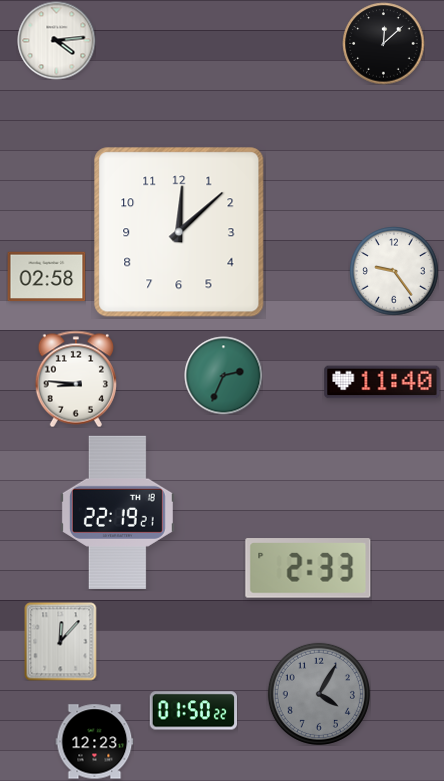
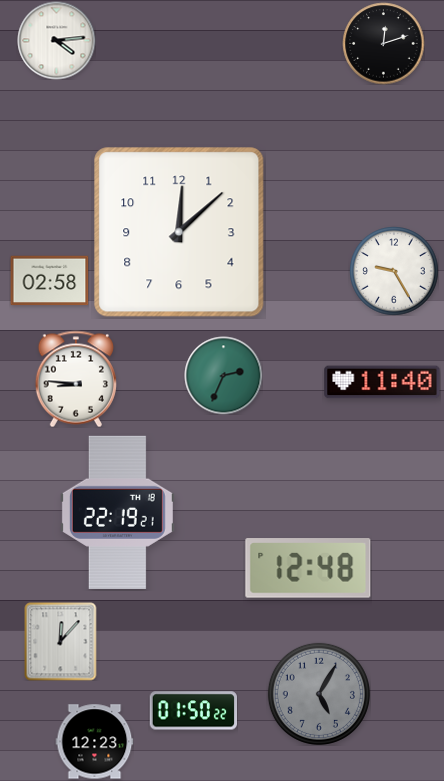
clock at (383, 43): 12:08 -> 12:12
clock at (394, 271): 9:24 -> 9:25
clock at (46, 277) position: (46, 277) -> (49, 281)
clock at (308, 568): 2:33 -> 12:48
clock at (319, 694): 4:05 -> 5:05
